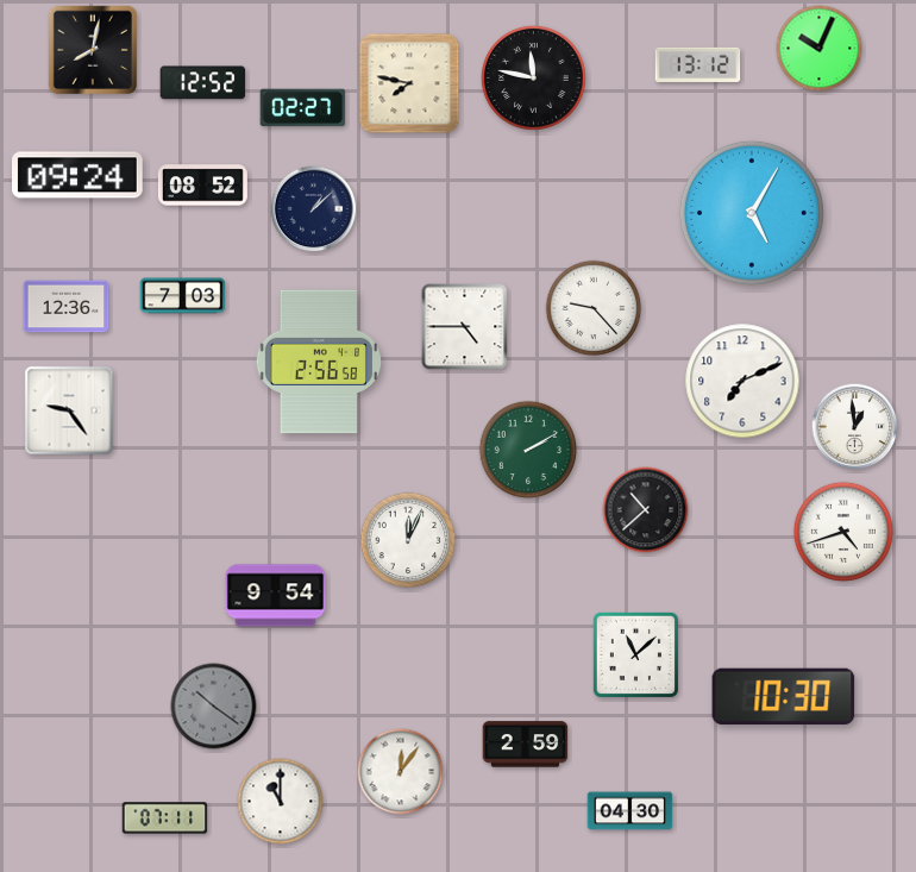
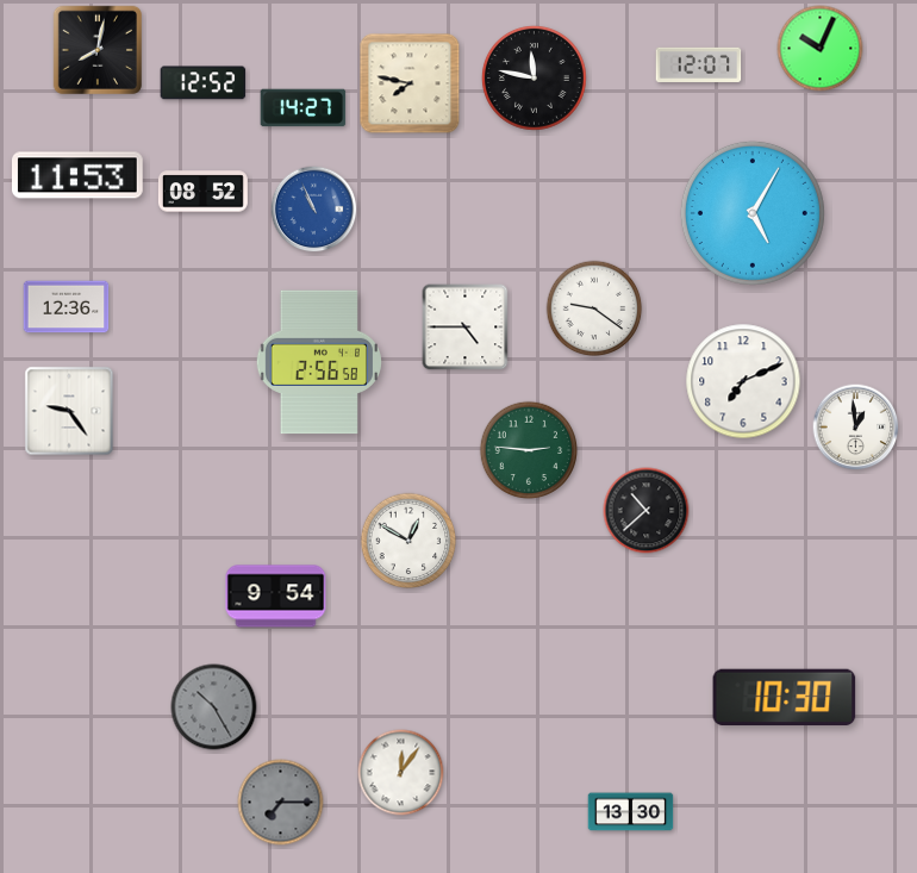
clock at (92, 49) position: (92, 49) -> (96, 49)
clock at (698, 64): 13:12 -> 12:07
clock at (303, 108): 02:27 -> 14:27
clock at (79, 175): 09:24 -> 11:53
clock at (202, 186) position: (202, 186) -> (202, 192)
clock at (314, 209): 1:08 -> 10:56
clock at (314, 209) dial: navy -> blue
clock at (183, 296): 7:03 -> none
clock at (594, 308): 9:23 -> 9:21
clock at (528, 450): 2:10 -> 2:46
clock at (843, 532): 4:42 -> none
clock at (408, 540): 12:04 -> 12:50
clock at (635, 654): 11:08 -> none
clock at (214, 707): 10:21 -> 10:25
clock at (526, 745): 2:59 -> none
clock at (281, 802): 11:00 -> 7:15
clock at (281, 802) dial: white -> grey
clock at (630, 811): 04:30 -> 13:30
clock at (165, 818): 07:11 -> none
